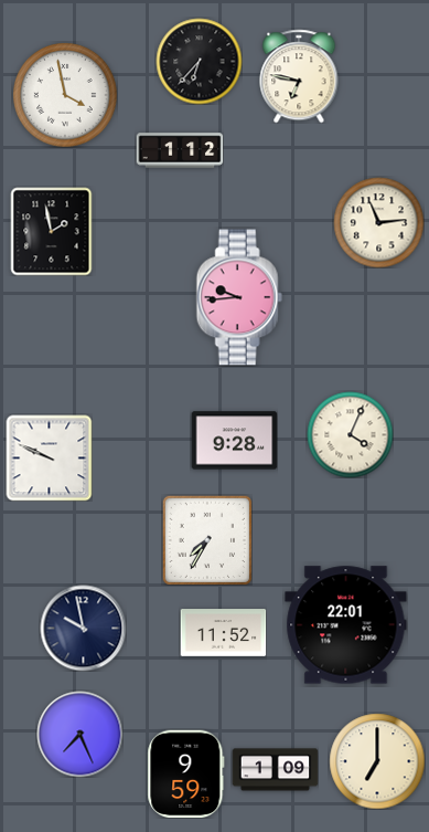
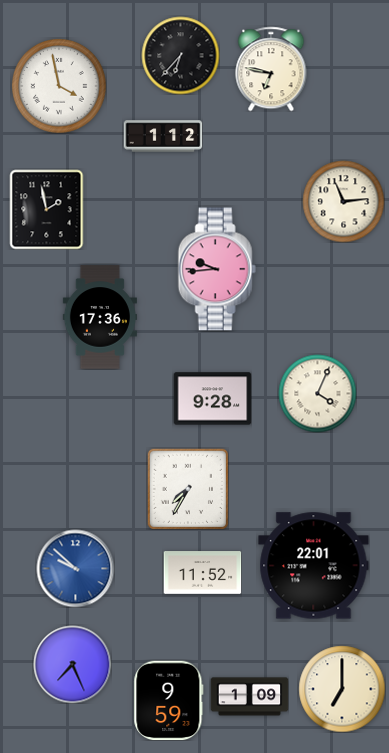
clock at (100, 317): none -> 17:36
clock at (49, 457): 9:49 -> none
clock at (83, 628): 9:58 -> 9:52
clock at (83, 628) dial: navy -> blue
